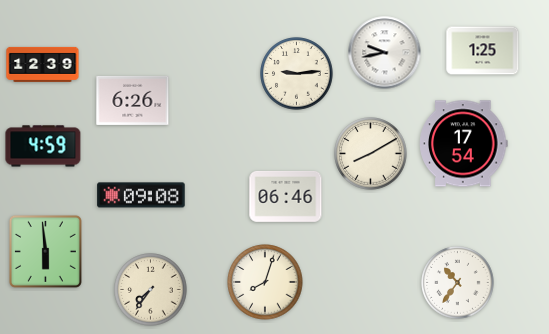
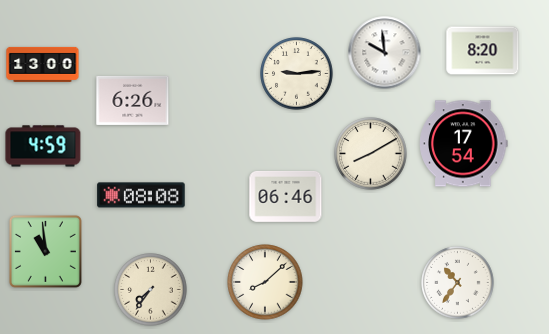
clock at (483, 51): 1:25 -> 8:20
clock at (385, 53): 9:43 -> 9:59
clock at (43, 64): 12:39 -> 13:00
clock at (141, 195): 09:08 -> 08:08
clock at (45, 251): 5:59 -> 10:59
clock at (265, 282): 8:03 -> 8:08
